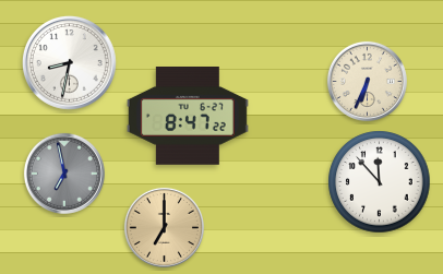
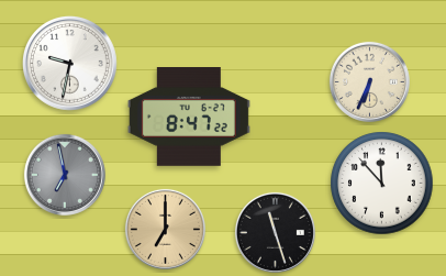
clock at (70, 63): 8:32 -> 9:32
clock at (275, 232): none -> 11:27
